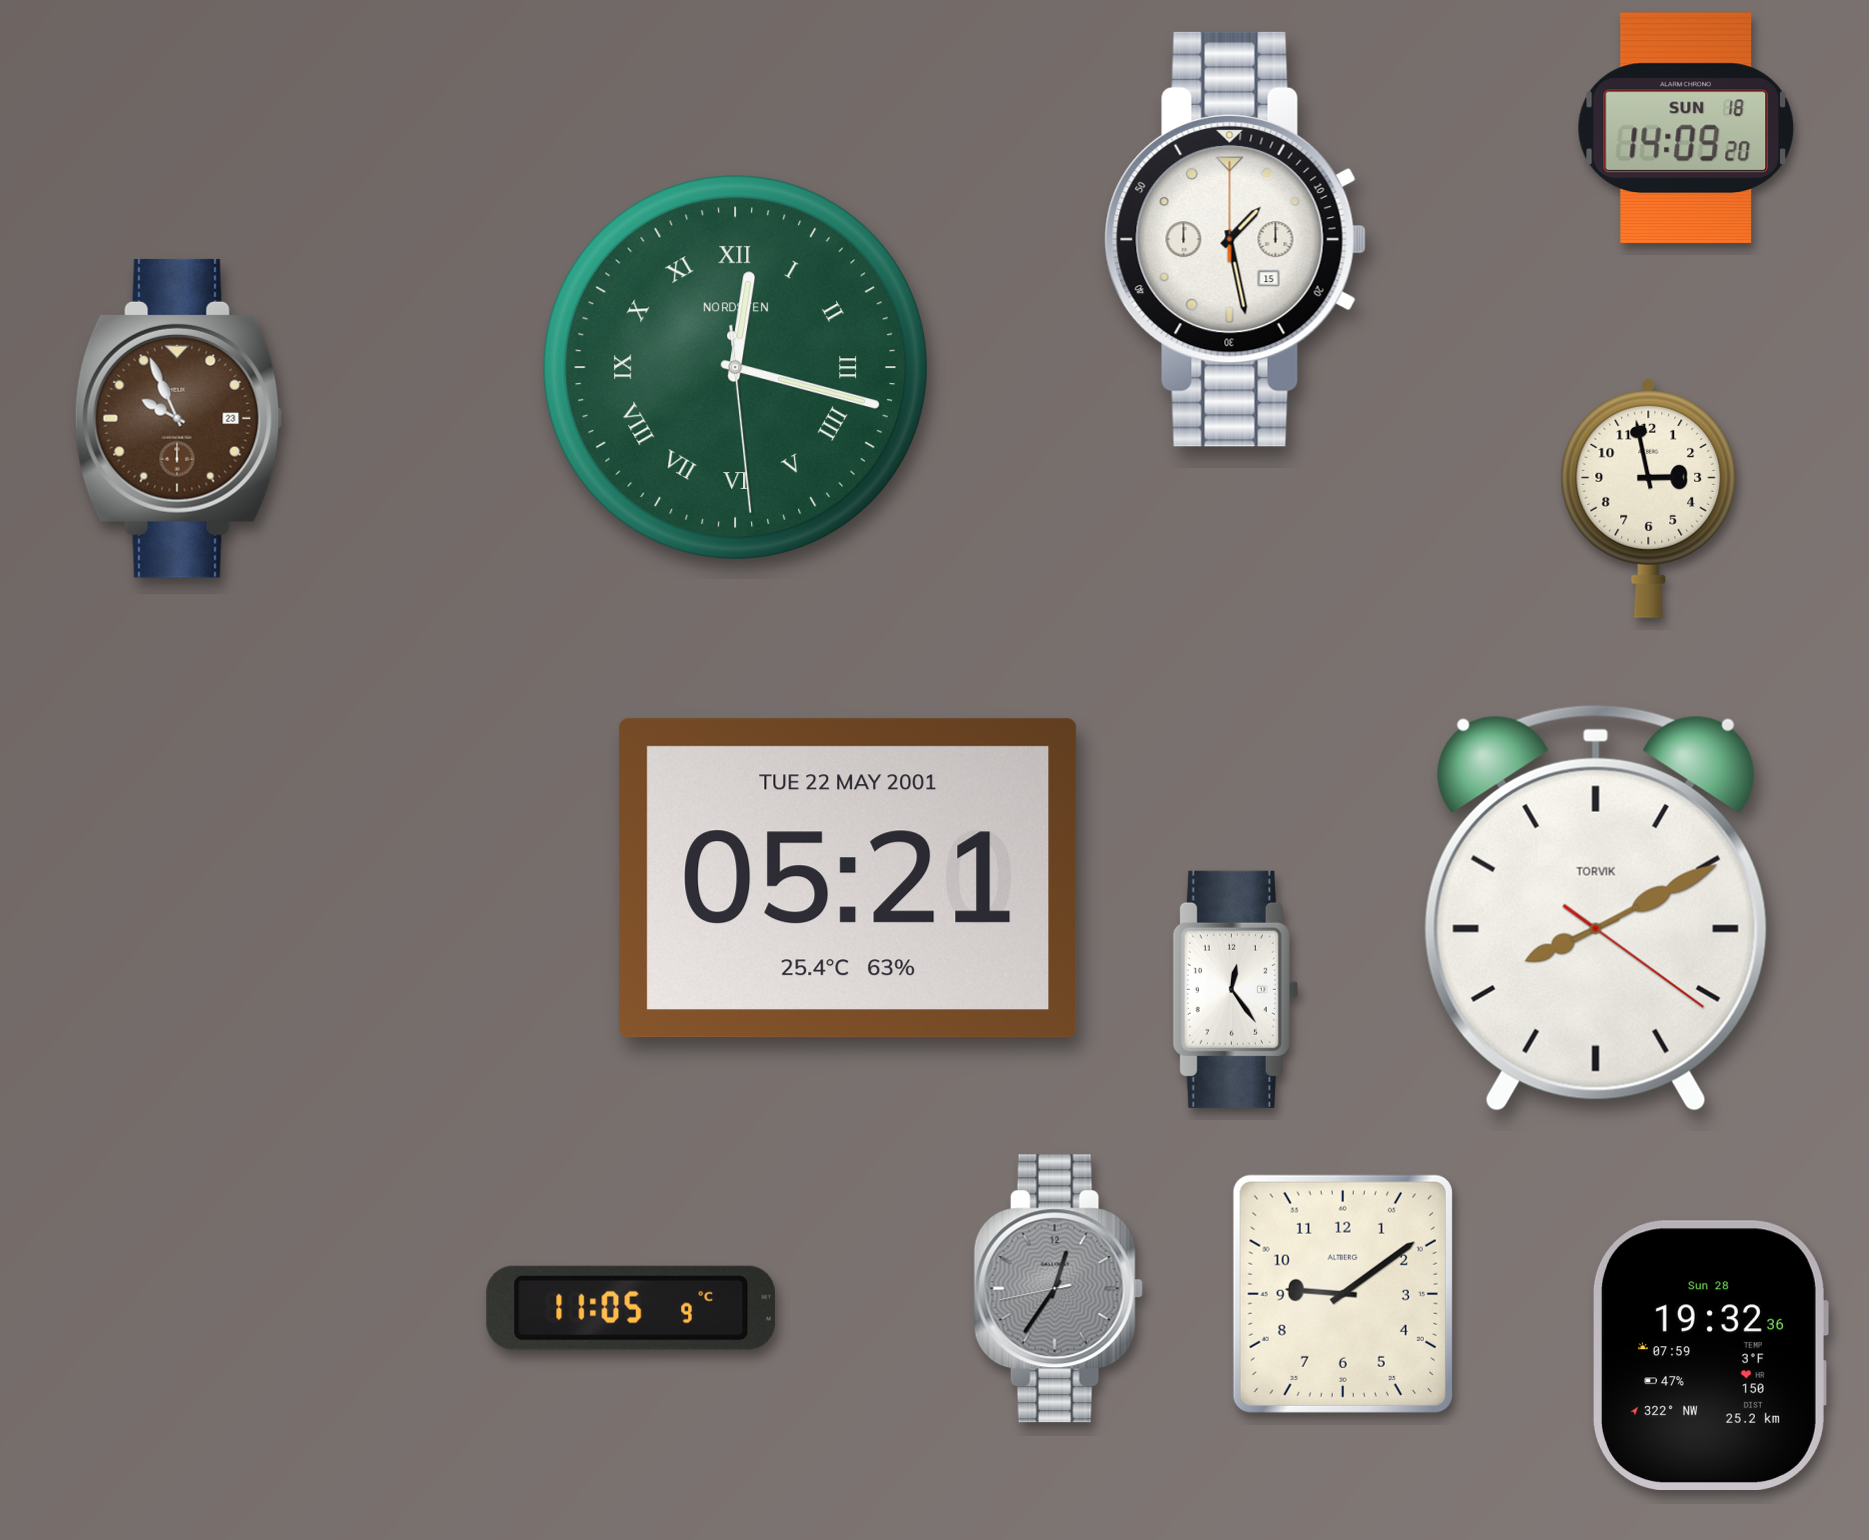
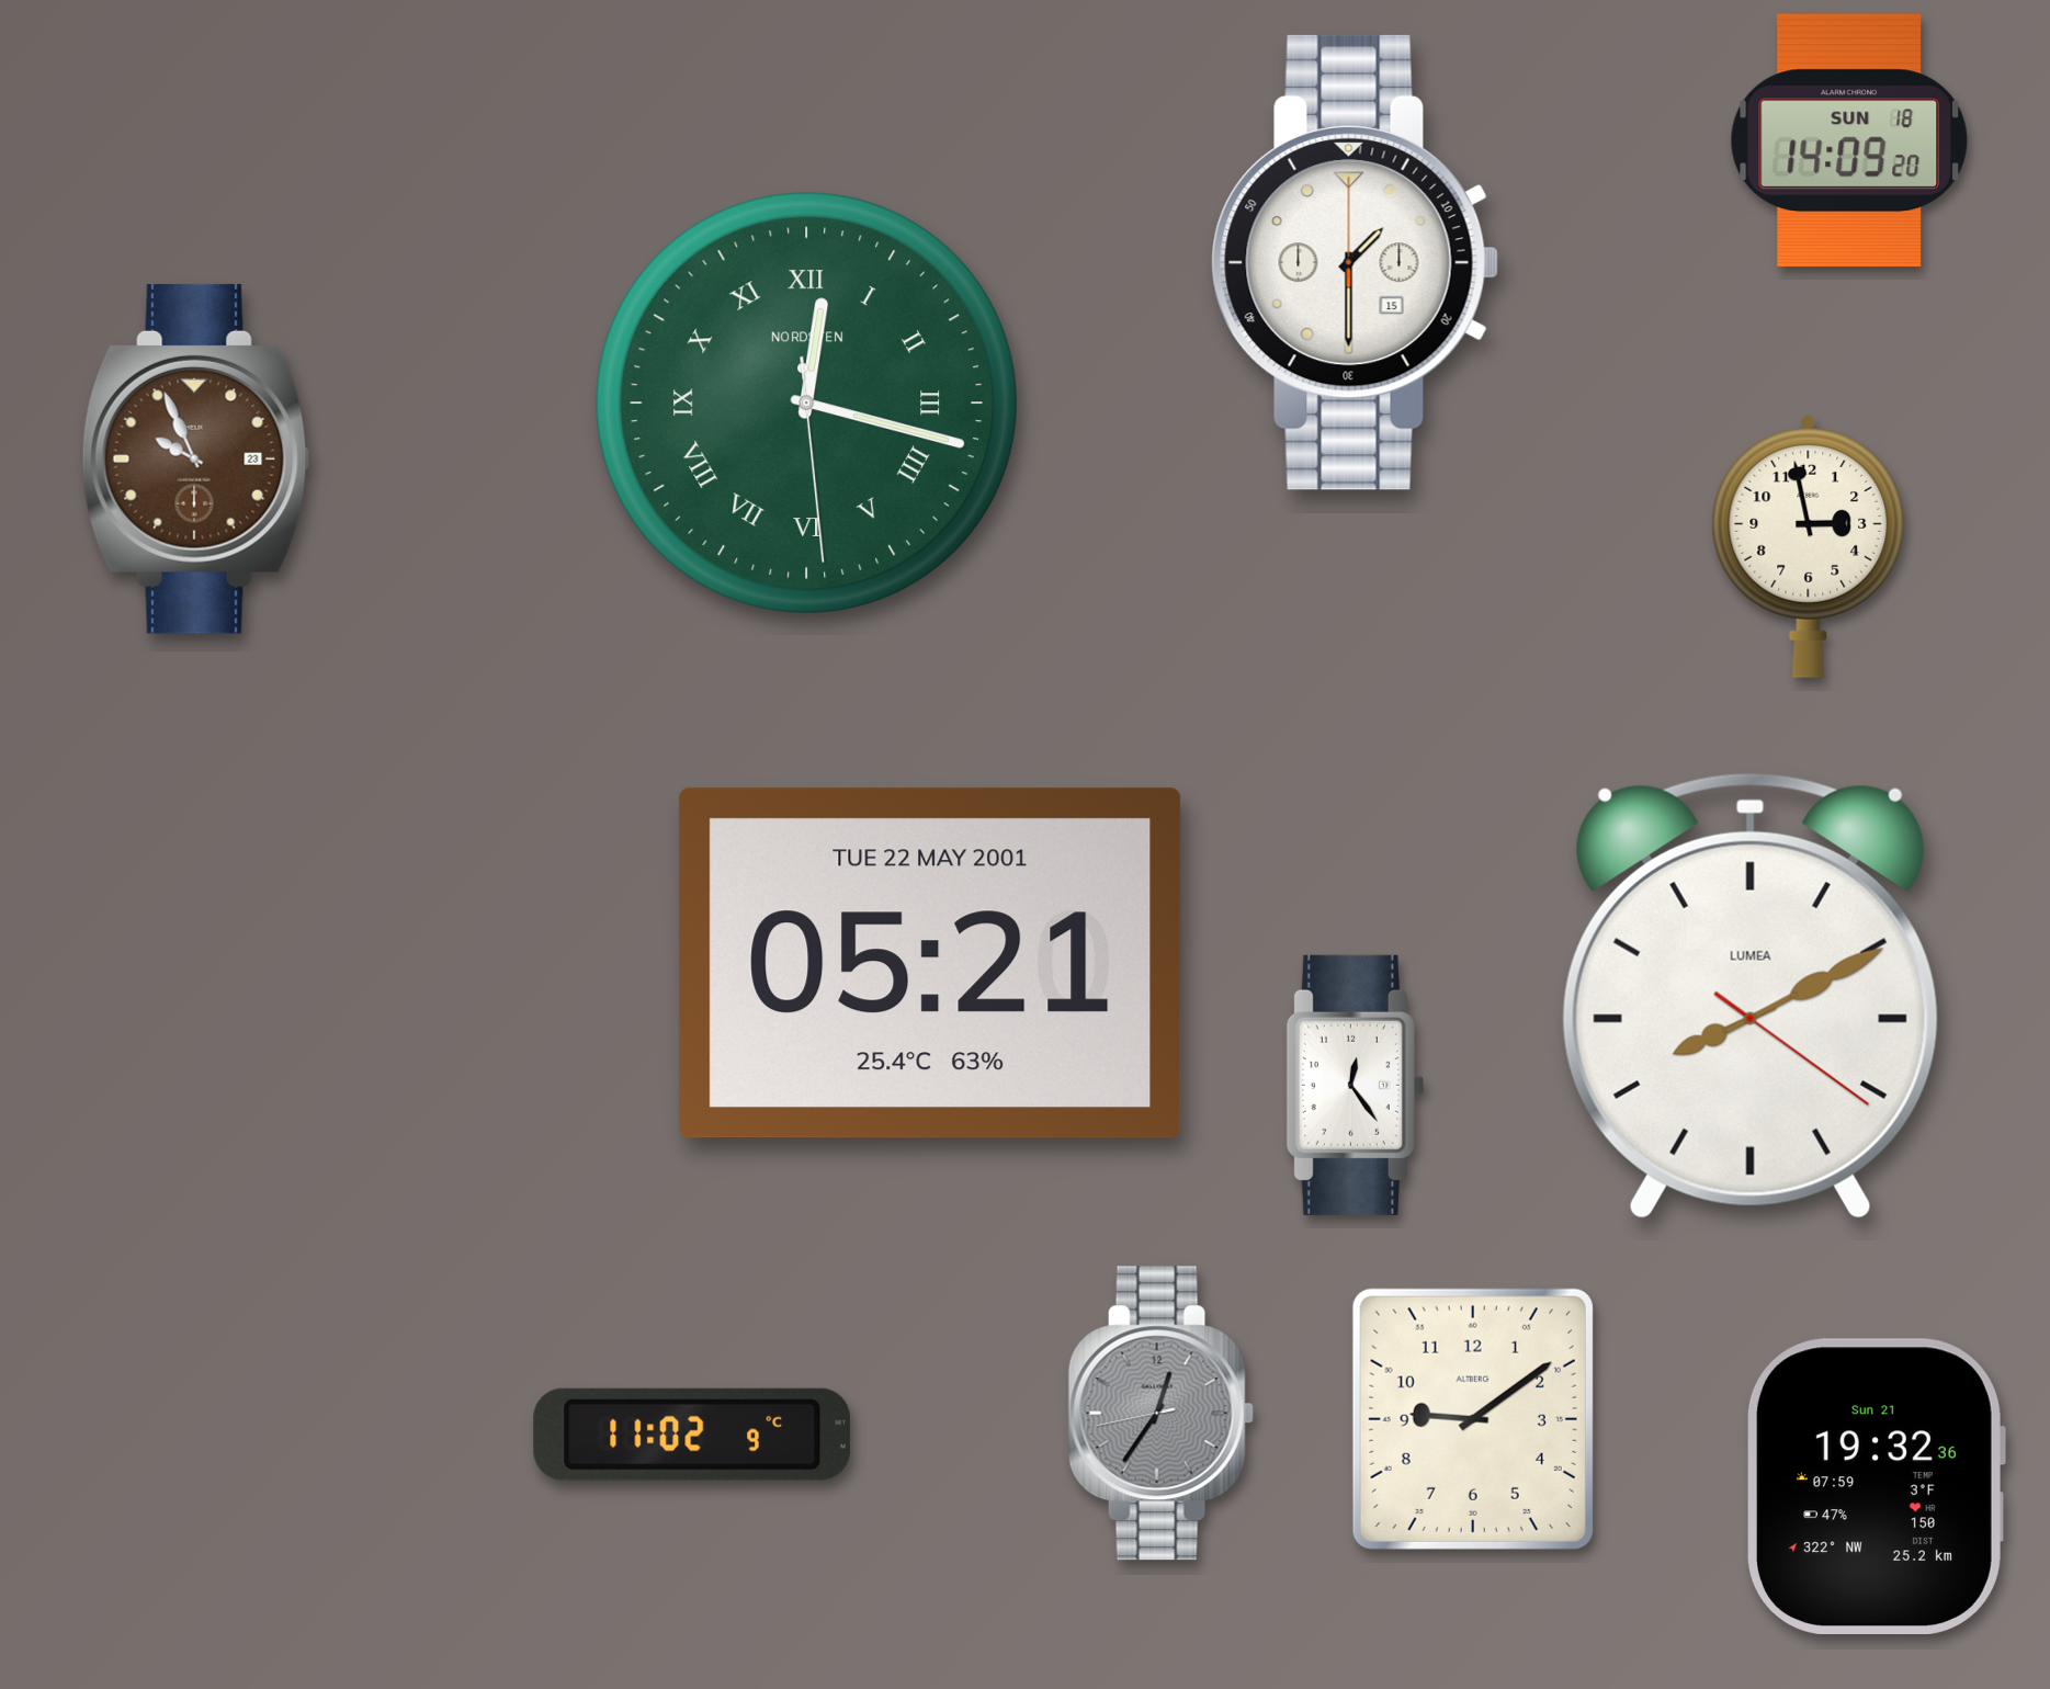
clock at (1235, 239): 1:28 -> 1:30
clock at (1596, 908) brand: TORVIK -> LUMEA
clock at (631, 1308): 11:05 -> 11:02
clock at (1710, 1355) date: Sun 28 -> Sun 21
